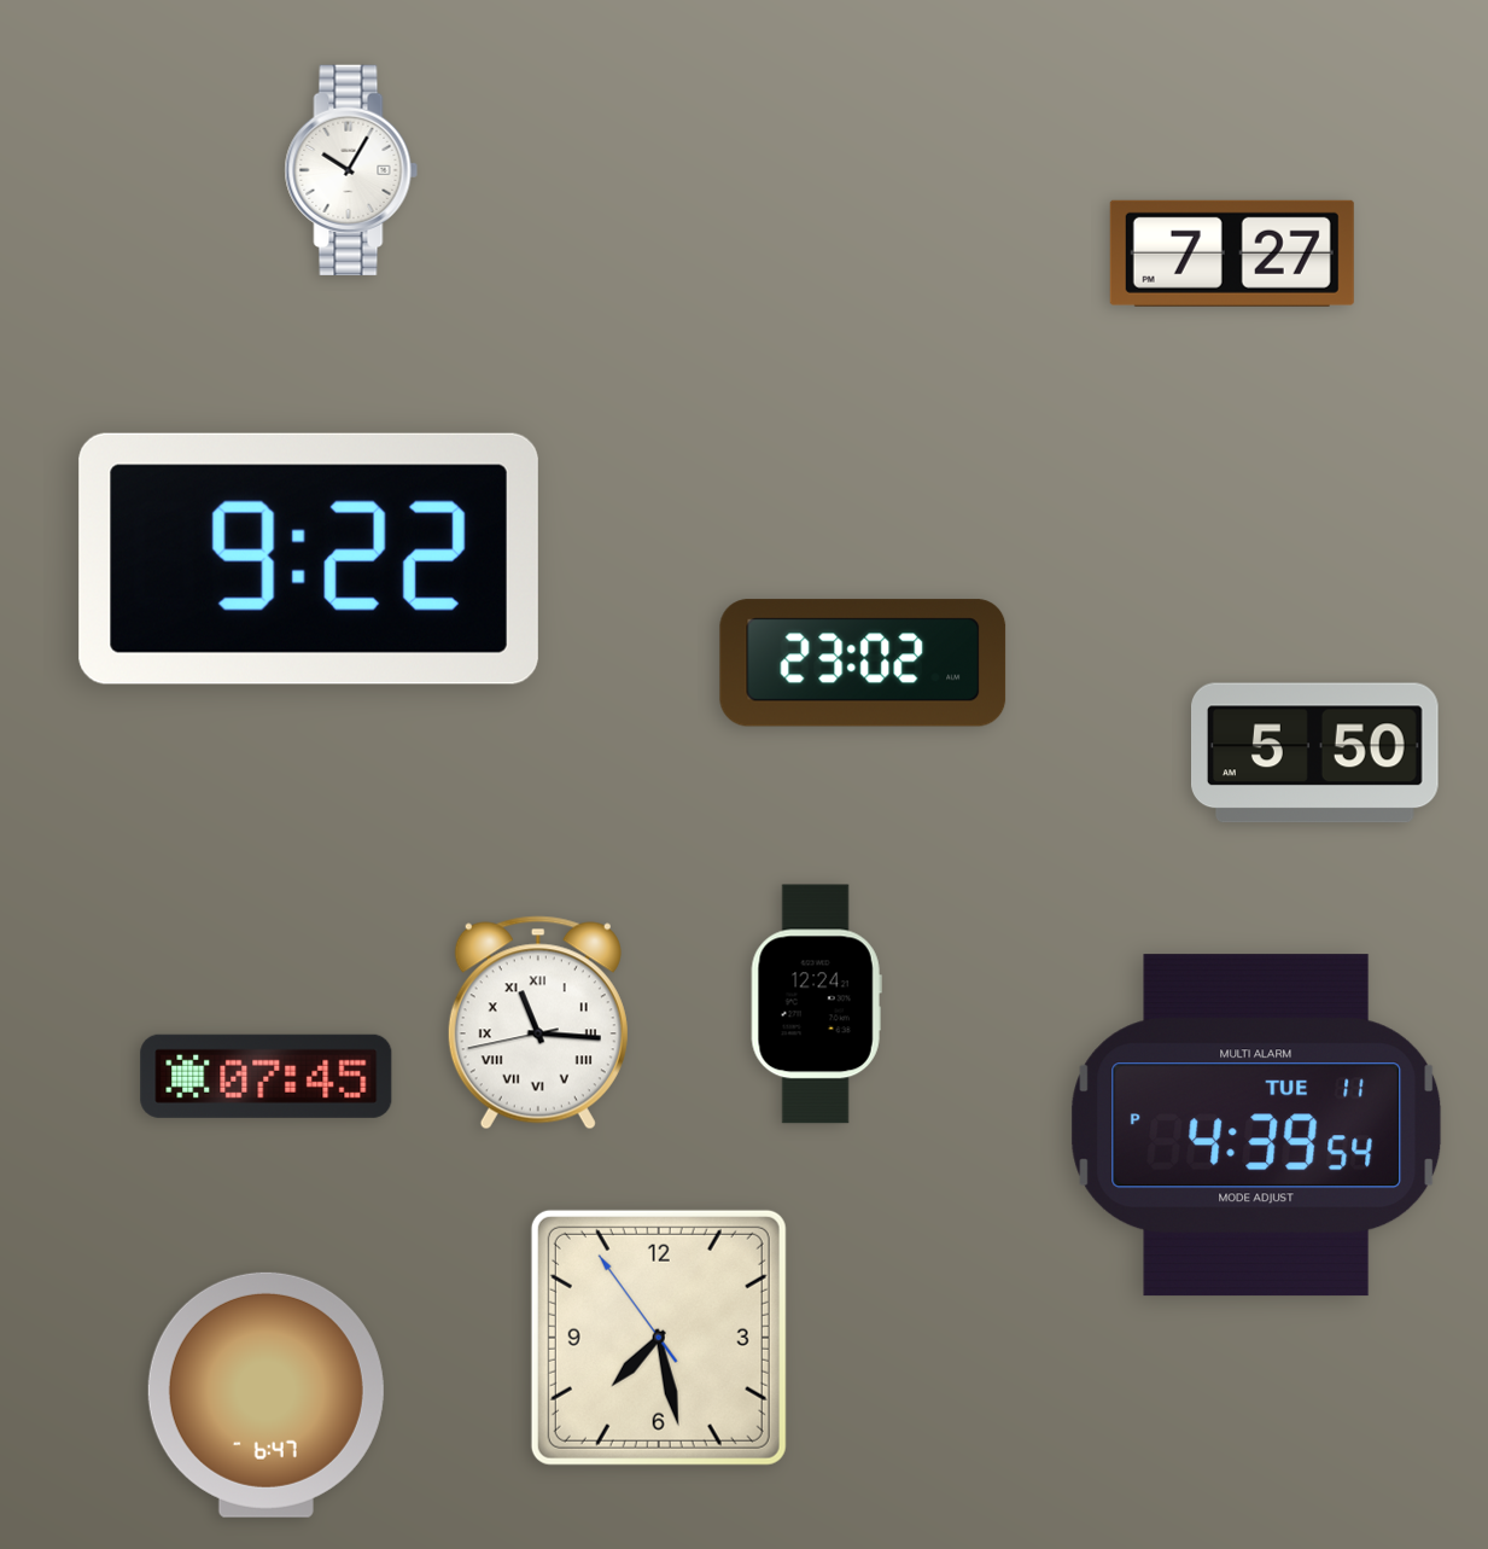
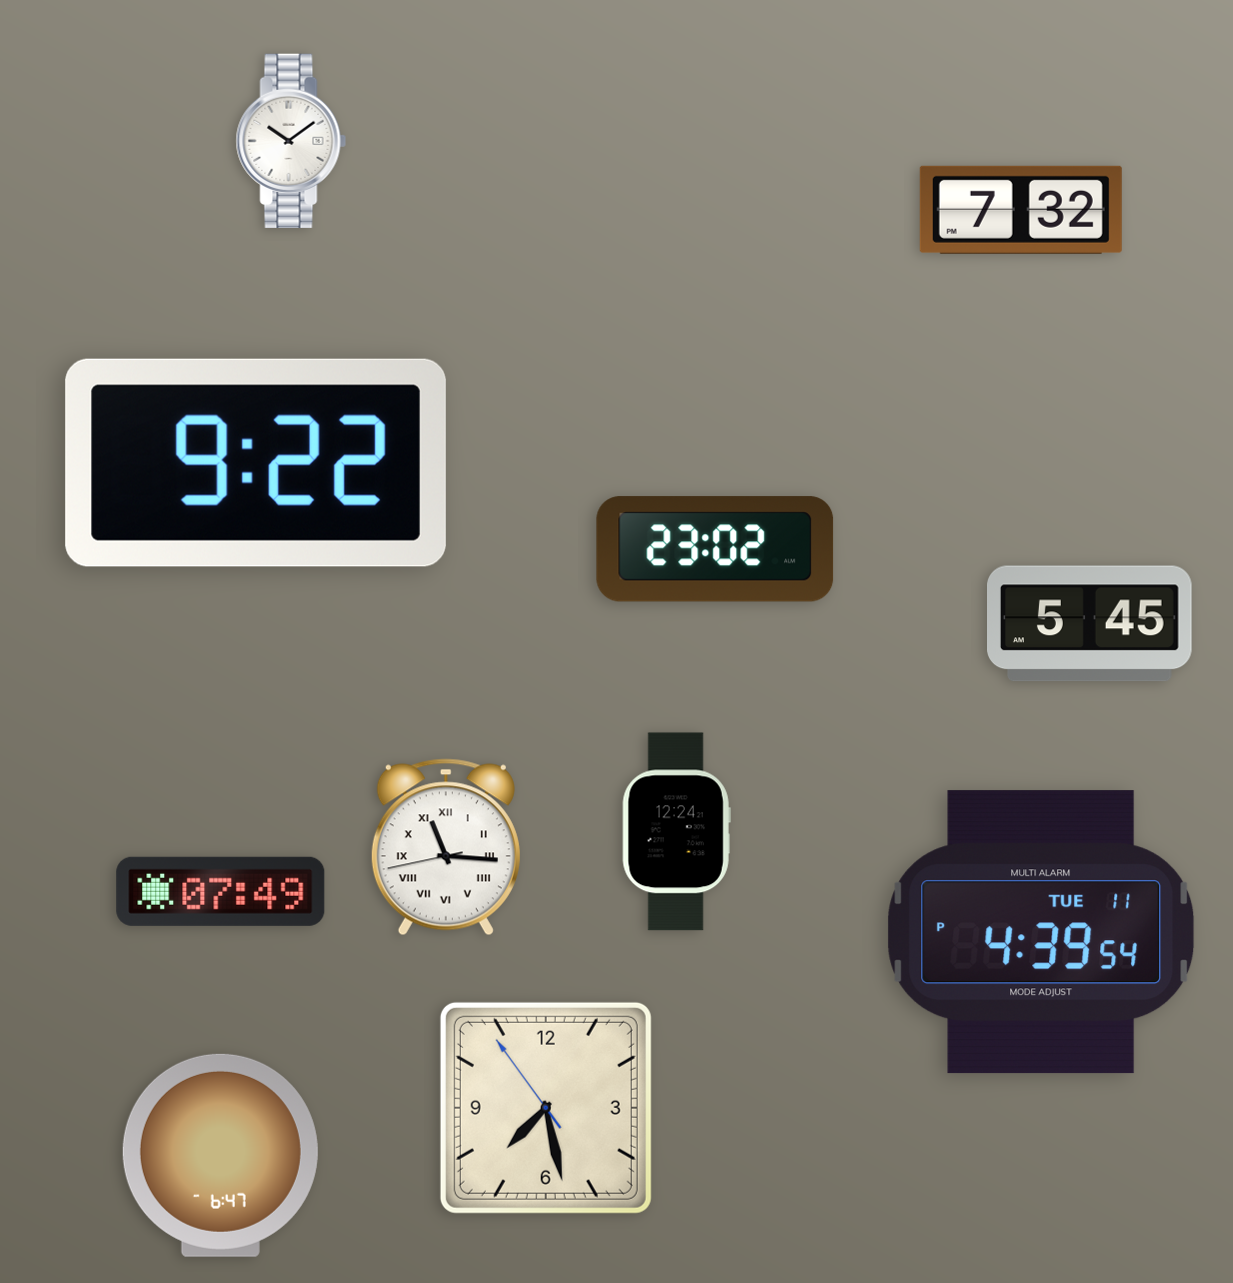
clock at (351, 170): 10:05 -> 10:09
clock at (1232, 254): 7:27 -> 7:32
clock at (1315, 753): 5:50 -> 5:45
clock at (267, 1076): 07:45 -> 07:49
